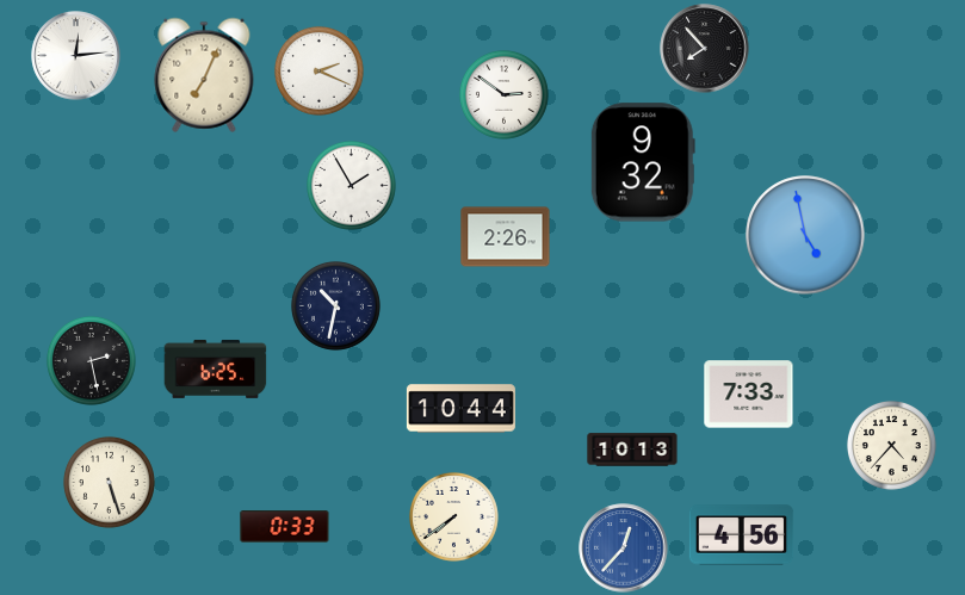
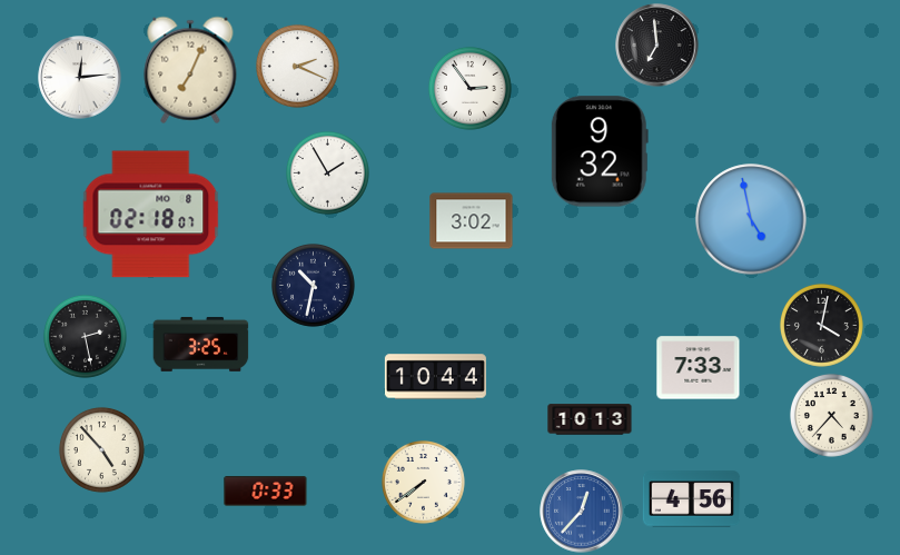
clock at (705, 49): 7:53 -> 6:59
clock at (76, 56) position: (76, 56) -> (80, 78)
clock at (503, 94): 2:51 -> 2:54
clock at (151, 215): none -> 02:18
clock at (506, 237): 2:26 -> 3:02
clock at (821, 325): none -> 4:02
clock at (216, 368): 6:25 -> 3:25
clock at (460, 409) position: (460, 409) -> (435, 377)
clock at (109, 482): 5:27 -> 4:53
